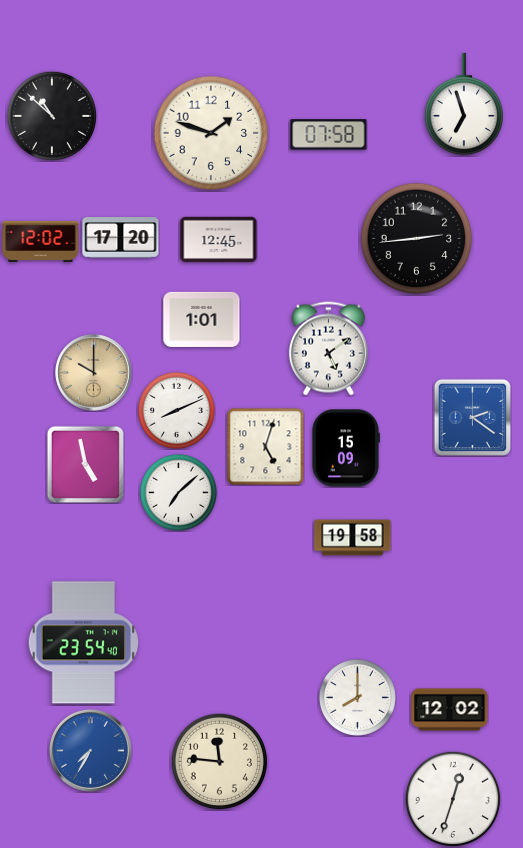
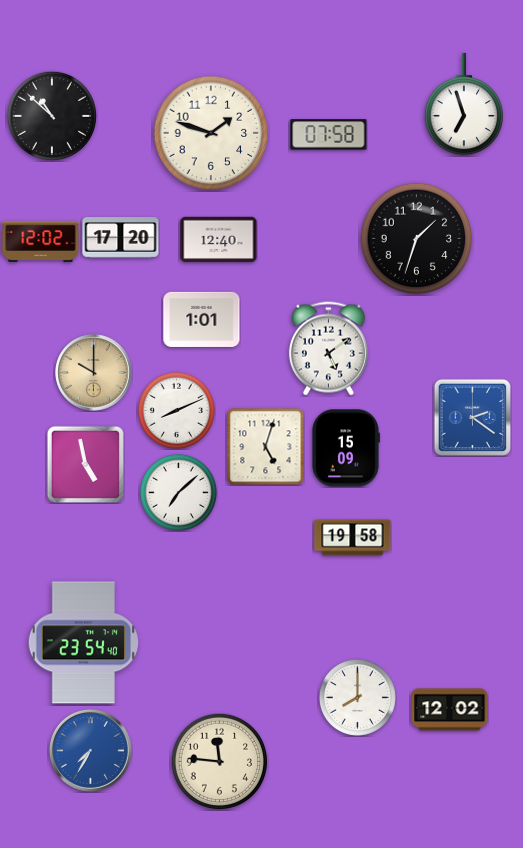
clock at (417, 239): 2:44 -> 1:33
clock at (219, 240): 12:45 -> 12:40
clock at (452, 798): 12:33 -> none
